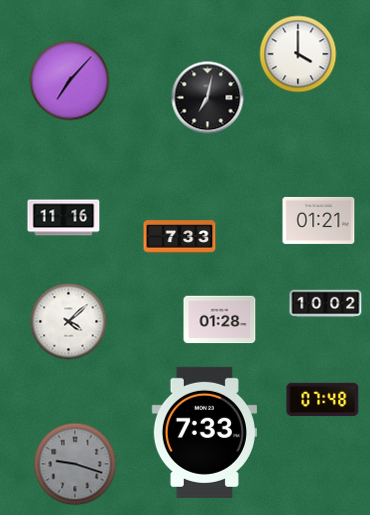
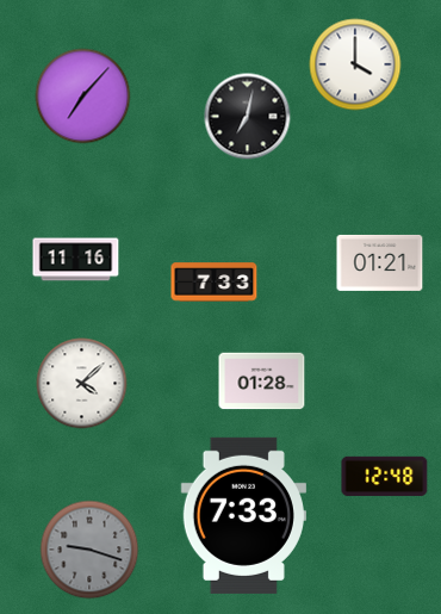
clock at (326, 304): 10:02 -> none
clock at (323, 399): 07:48 -> 12:48
clock at (75, 464) position: (75, 464) -> (89, 550)
